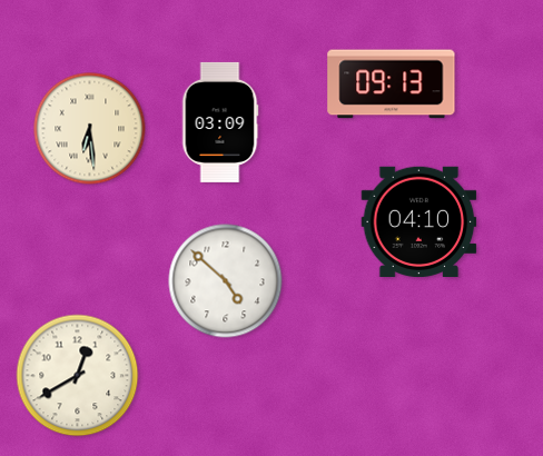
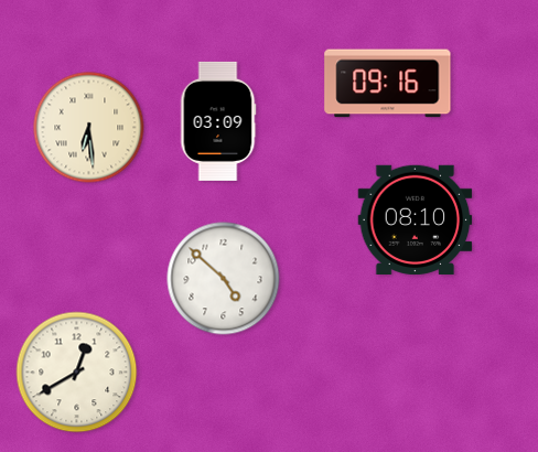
clock at (392, 85): 09:13 -> 09:16
clock at (419, 221): 04:10 -> 08:10
